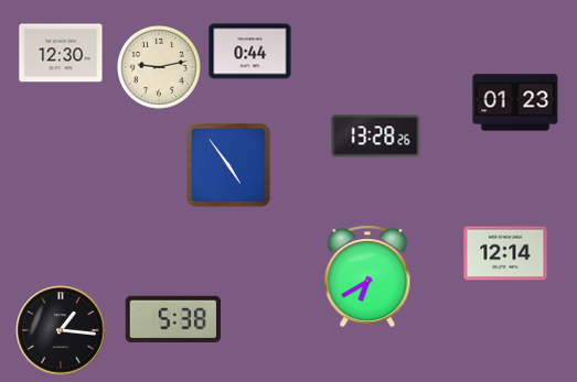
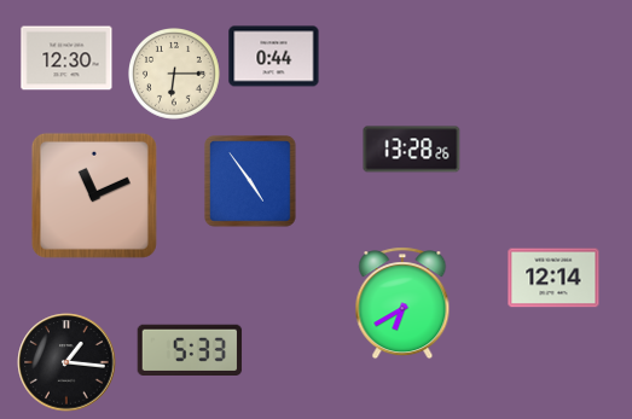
clock at (160, 68): 9:13 -> 6:15
clock at (515, 102): 01:23 -> none
clock at (94, 196): none -> 11:11
clock at (173, 318): 5:38 -> 5:33
